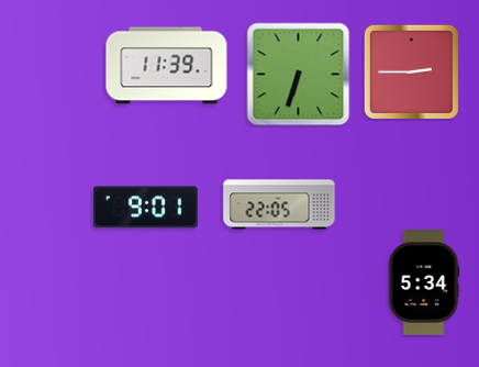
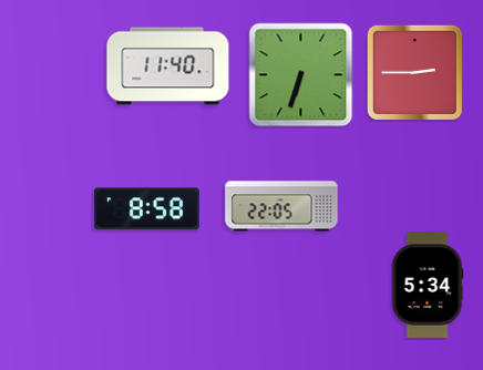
clock at (167, 66): 11:39 -> 11:40
clock at (145, 208): 9:01 -> 8:58
